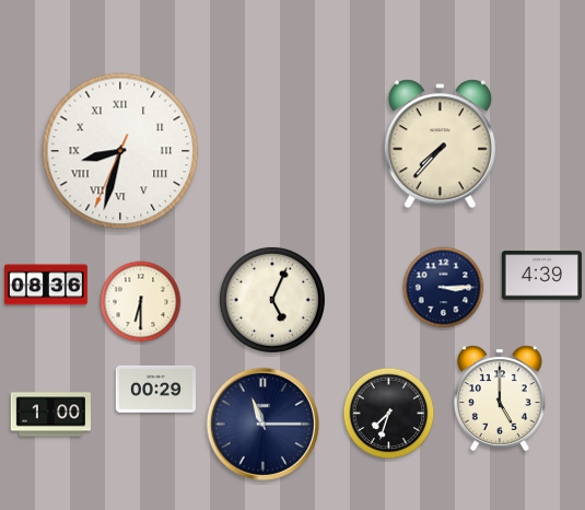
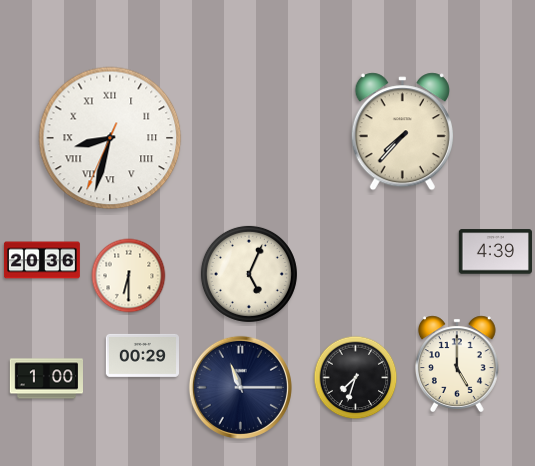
clock at (46, 285): 08:36 -> 20:36
clock at (444, 288): 3:15 -> none
